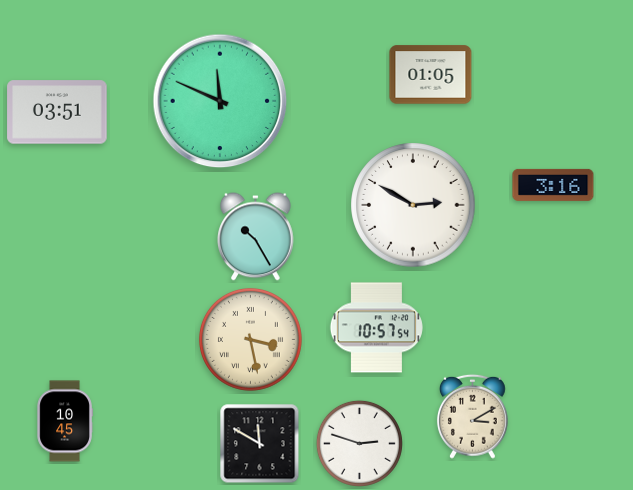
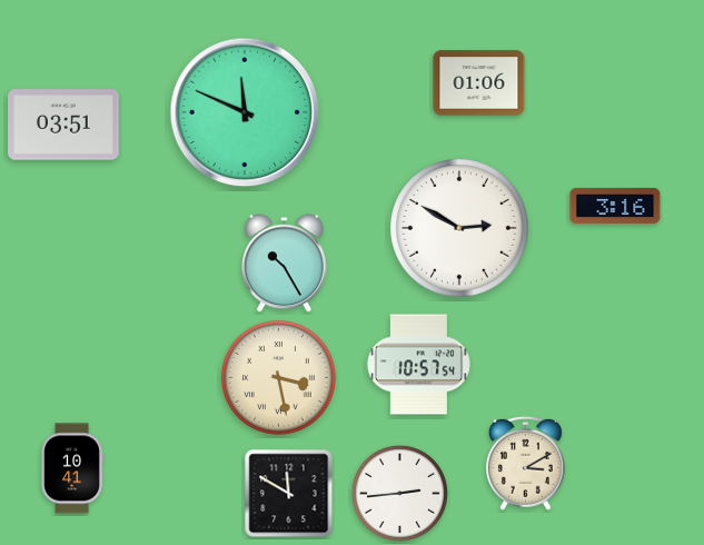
clock at (431, 75): 01:05 -> 01:06
clock at (65, 421): 10:45 -> 10:41
clock at (359, 443): 2:48 -> 2:44
